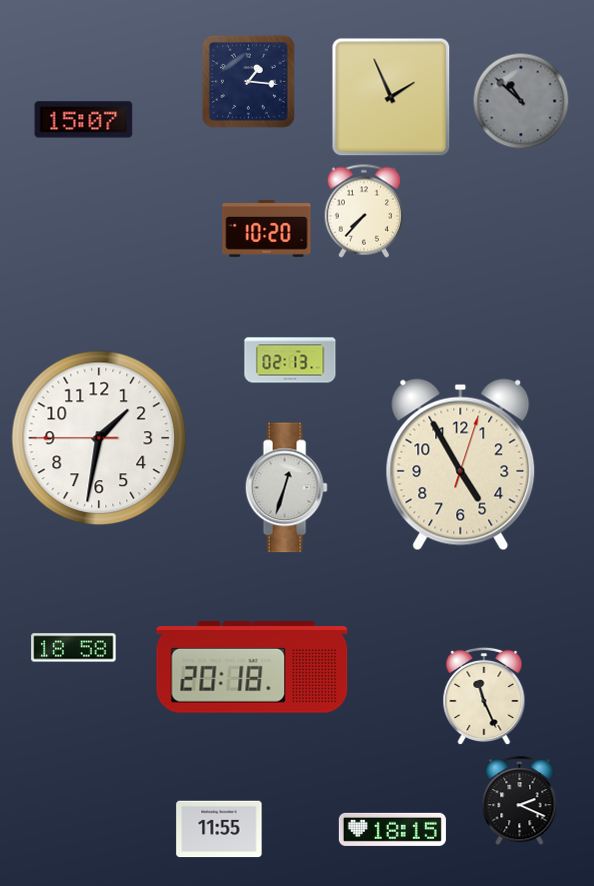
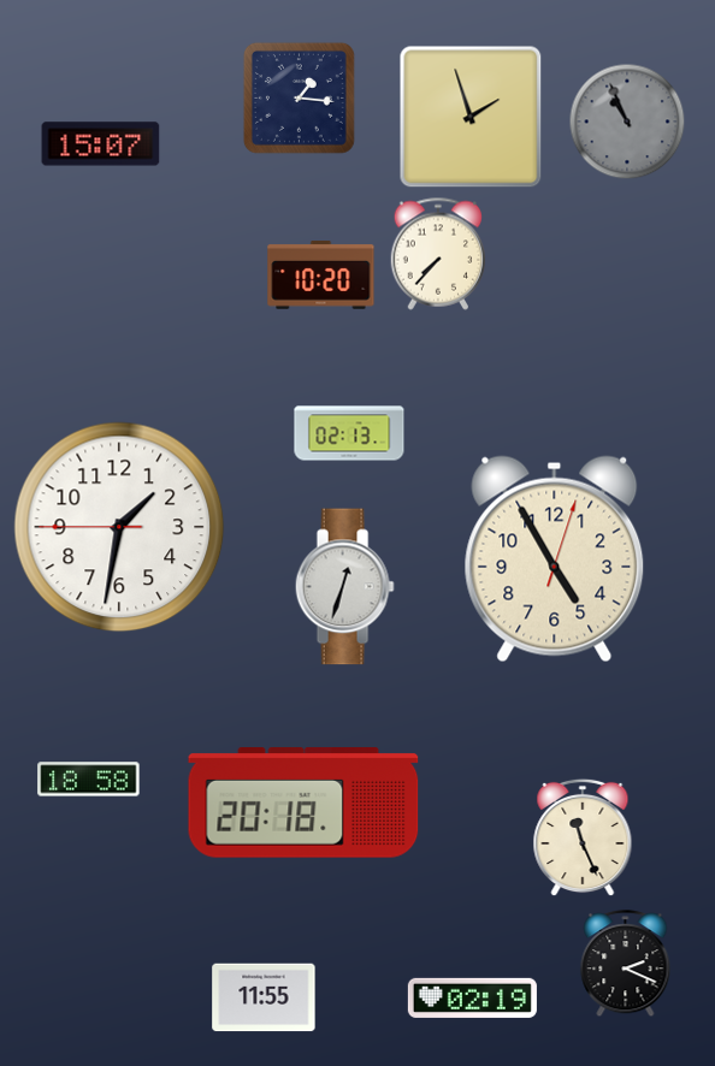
clock at (391, 97): 1:56 -> 1:57
clock at (521, 101): 10:52 -> 10:56
clock at (392, 829): 18:15 -> 02:19
